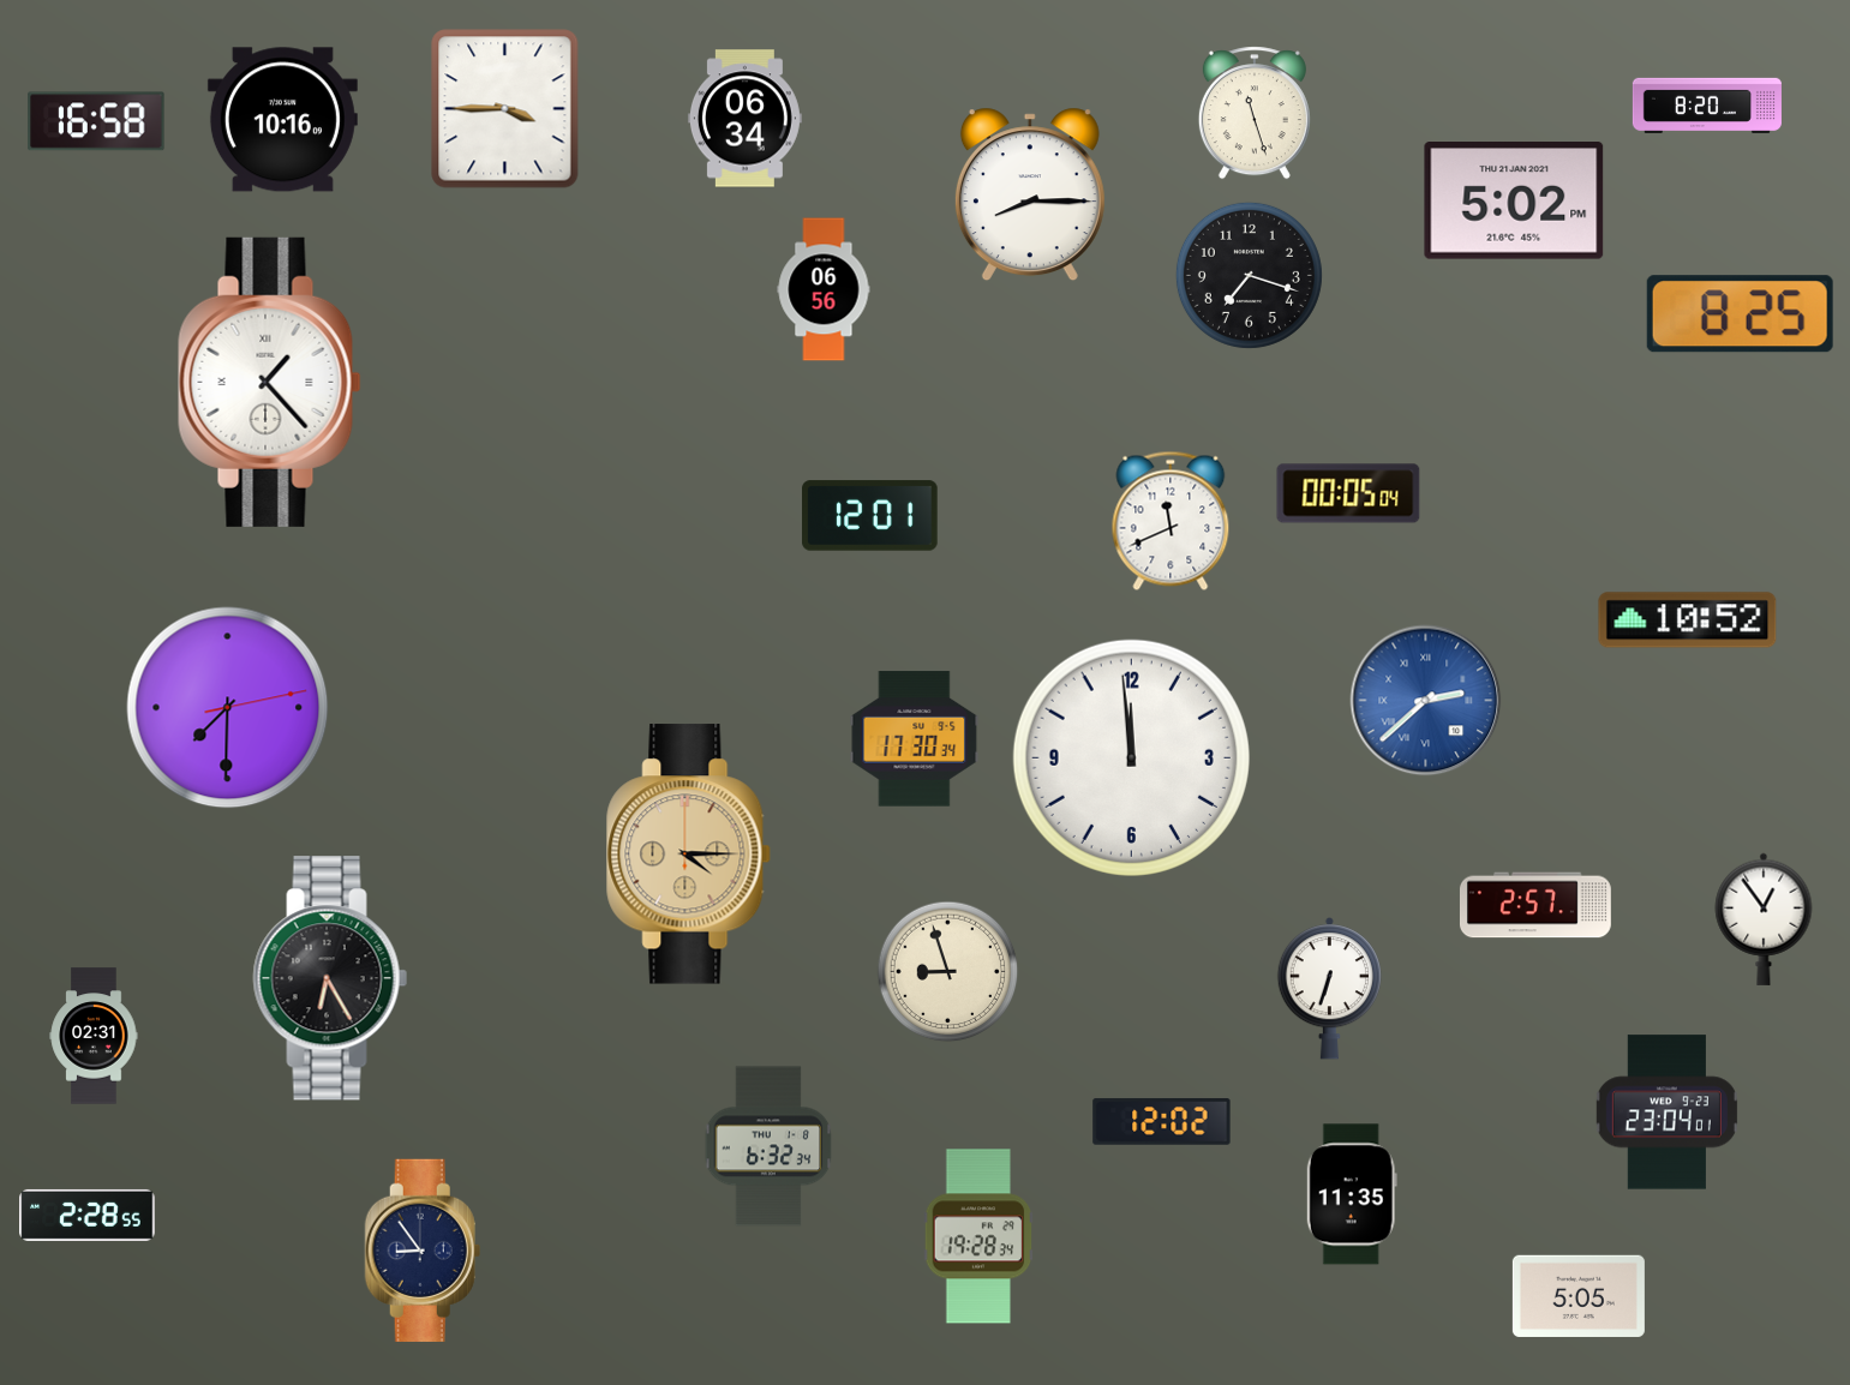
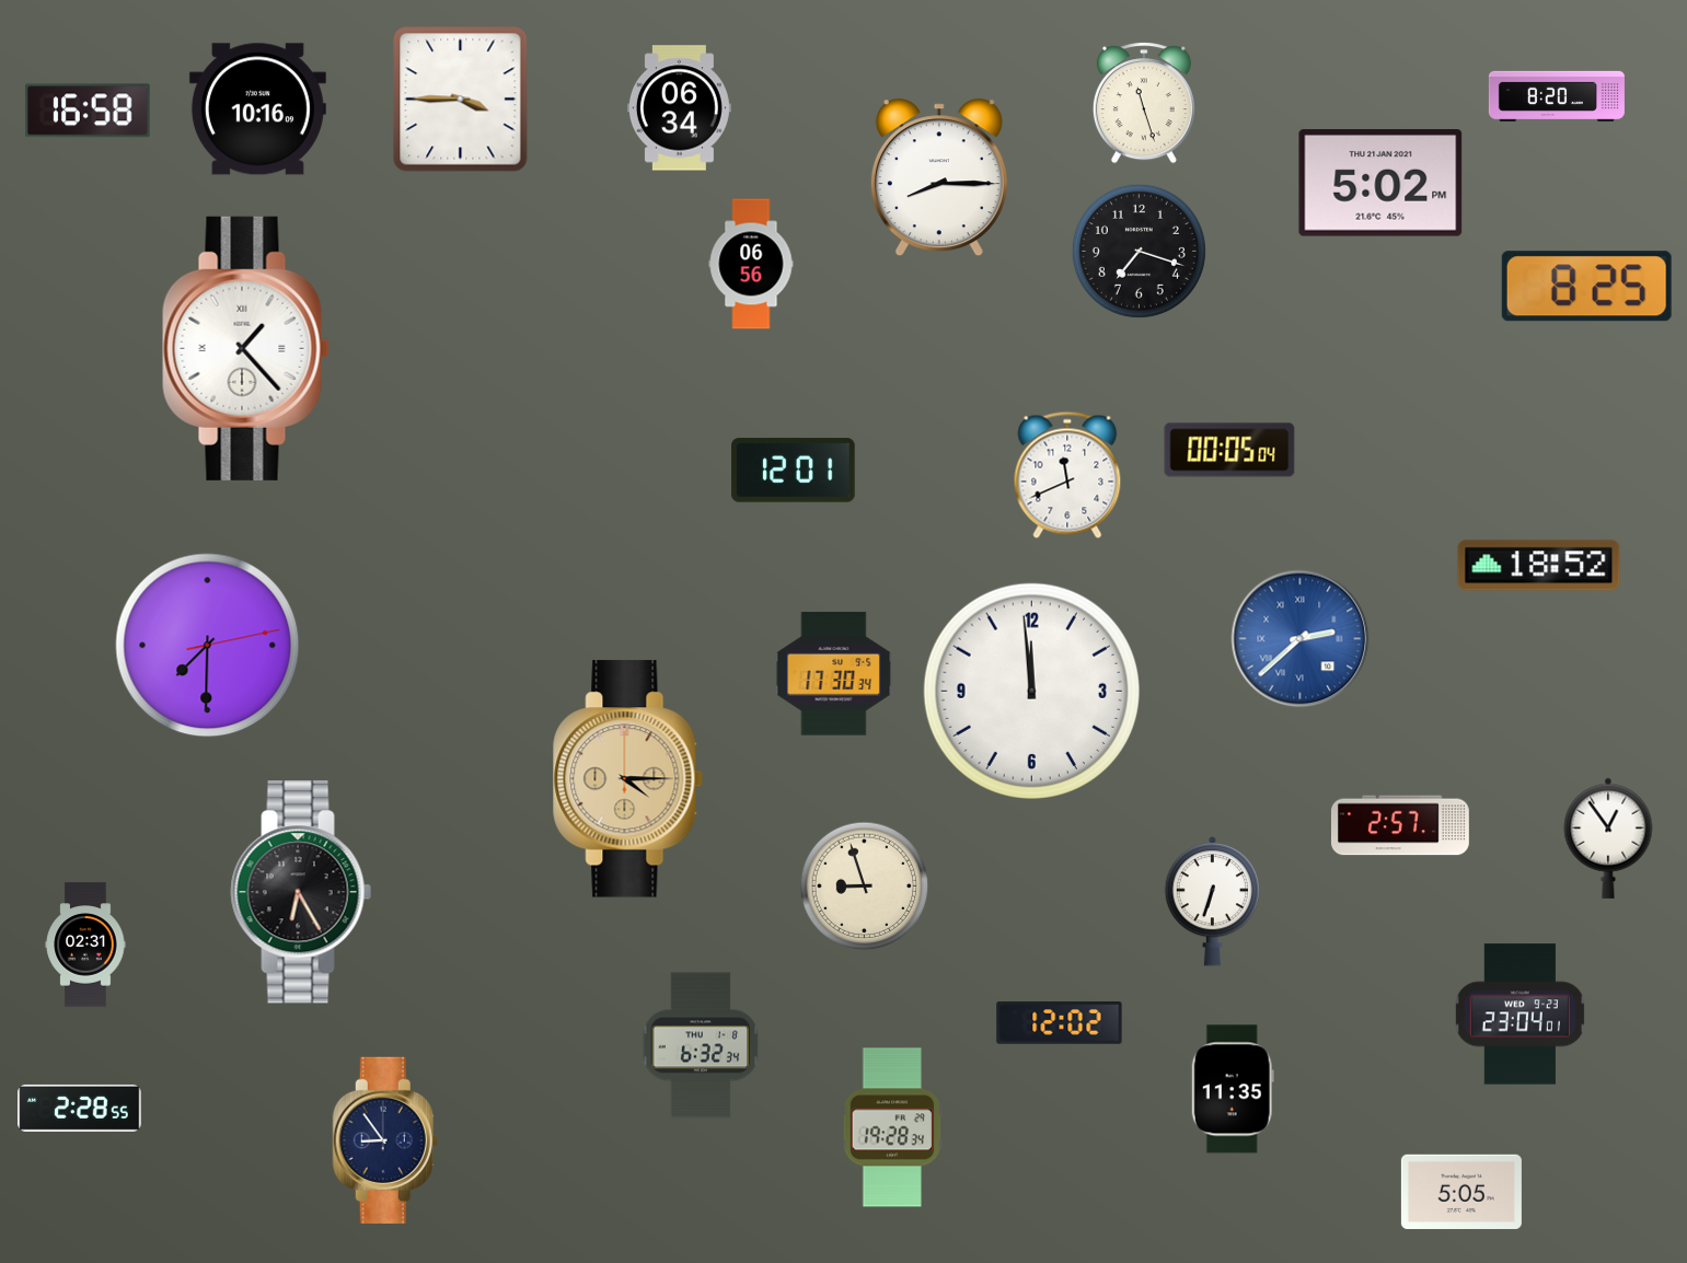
clock at (1688, 620): 10:52 -> 18:52
clock at (1579, 1296) position: (1579, 1296) -> (1461, 1192)
